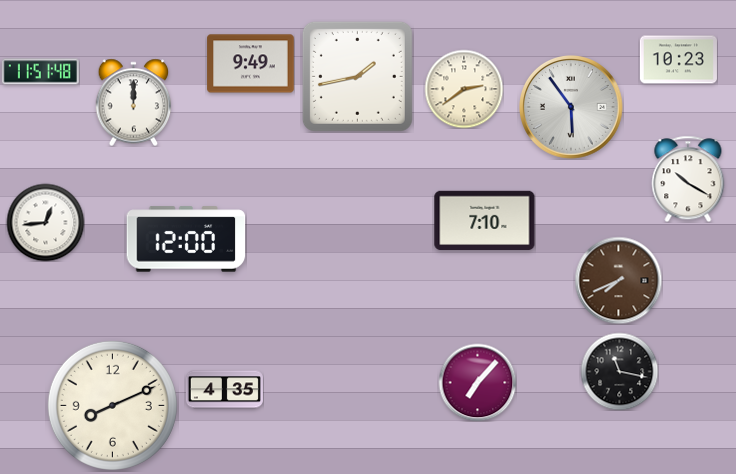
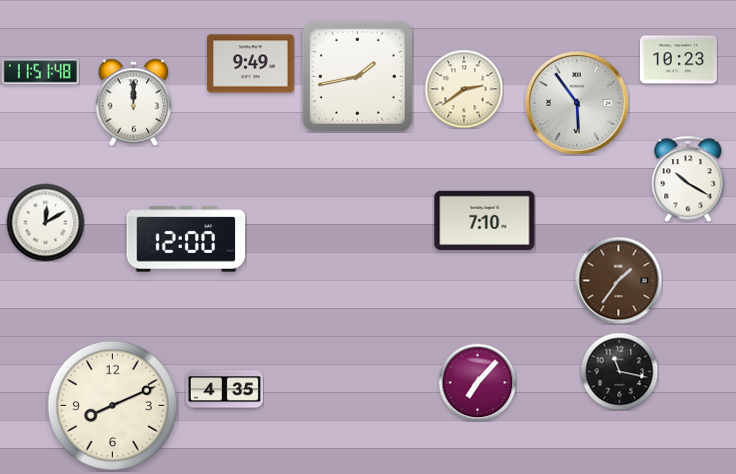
clock at (572, 108) position: (572, 108) -> (578, 104)
clock at (45, 222): 12:44 -> 12:10
clock at (618, 280): 7:41 -> 1:36
